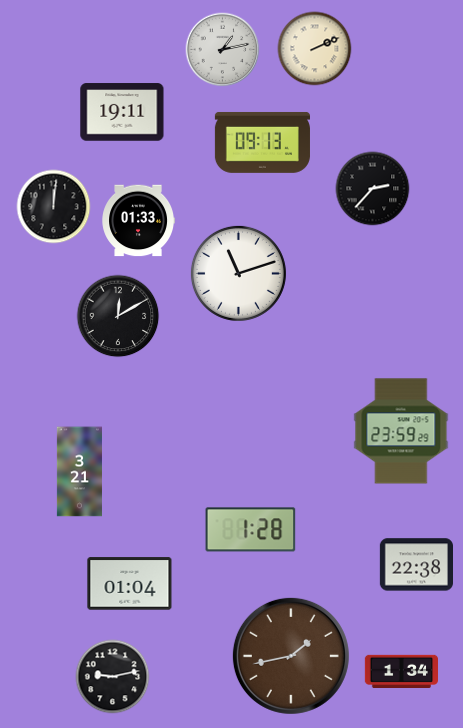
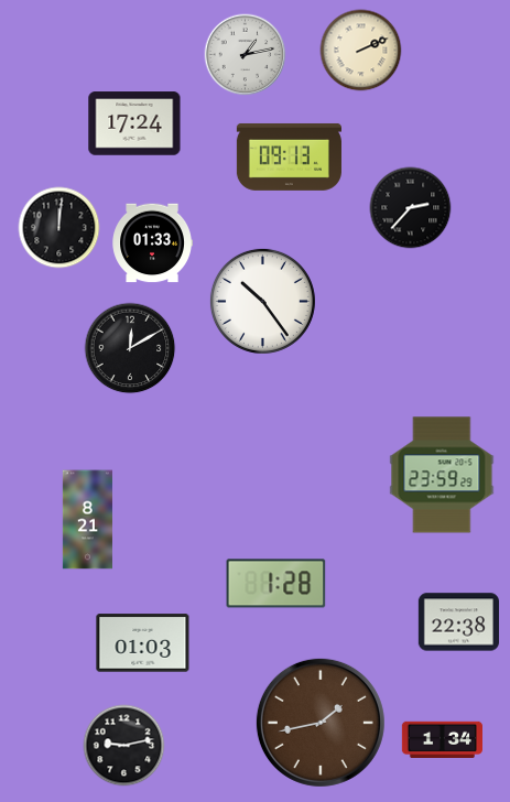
clock at (315, 49) position: (315, 49) -> (361, 51)
clock at (122, 112): 19:11 -> 17:24
clock at (238, 273): 11:12 -> 10:24
clock at (79, 472): 3:21 -> 8:21
clock at (130, 584): 01:04 -> 01:03
